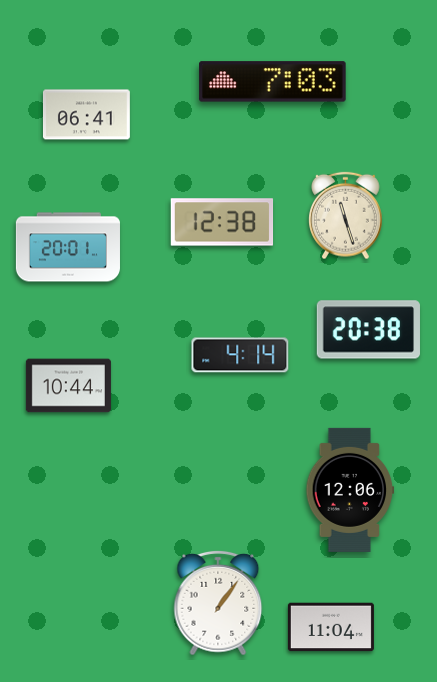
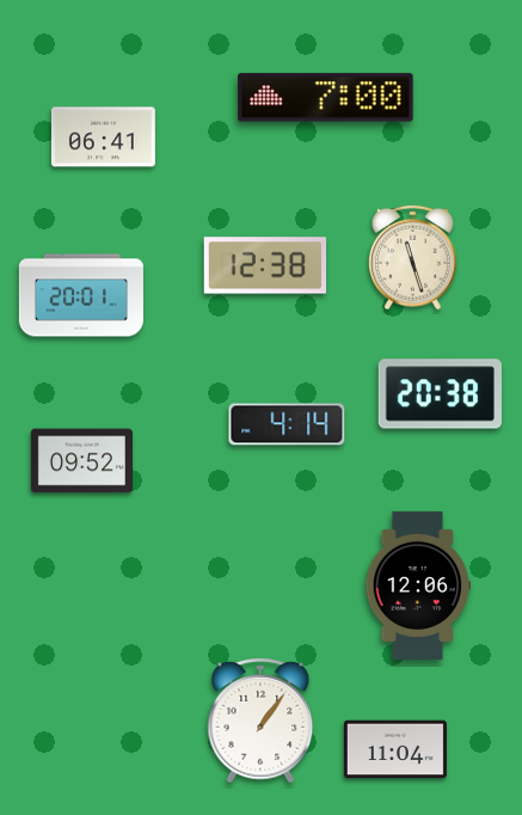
clock at (273, 82): 7:03 -> 7:00
clock at (68, 386): 10:44 -> 09:52
